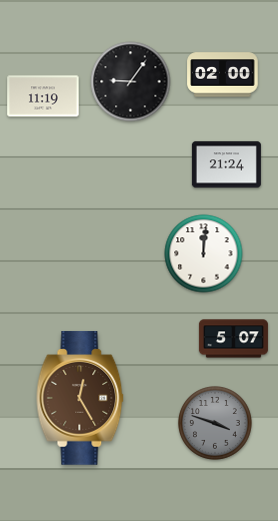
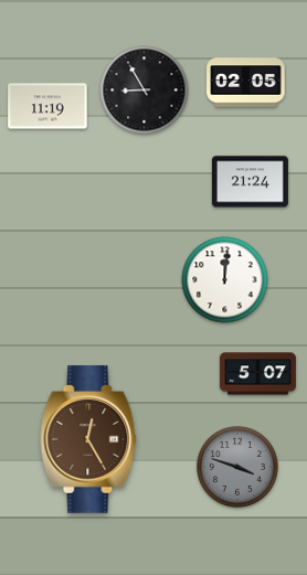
clock at (223, 75): 02:00 -> 02:05
clock at (131, 82): 9:06 -> 8:55
